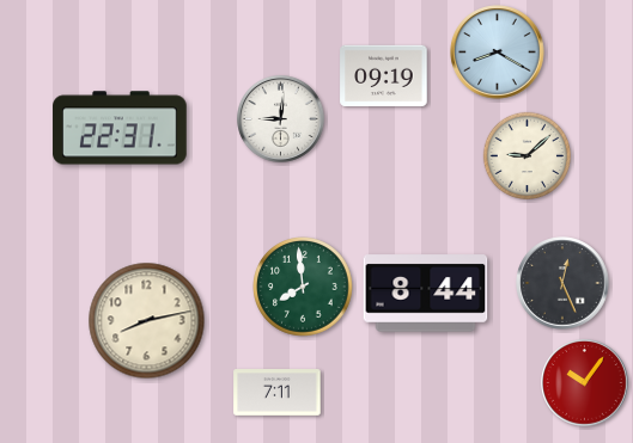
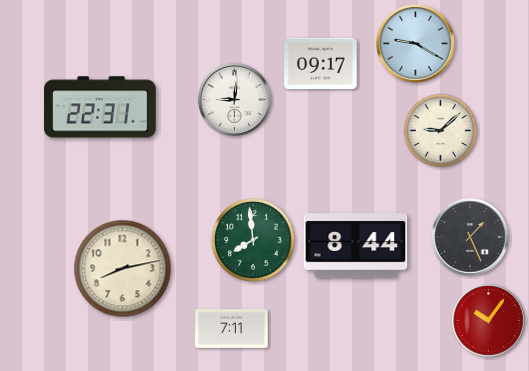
clock at (498, 53): 8:20 -> 9:20
clock at (384, 76): 09:19 -> 09:17
clock at (562, 283): 12:26 -> 1:26
